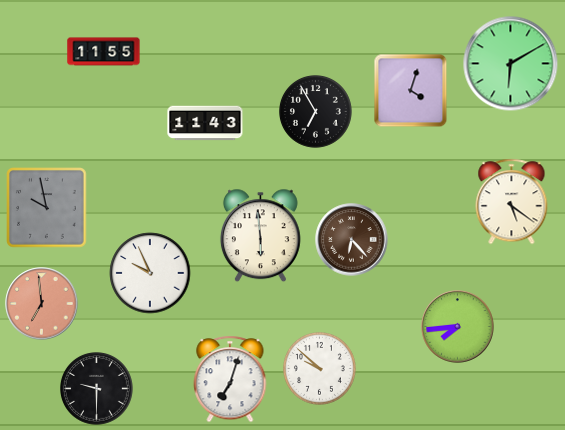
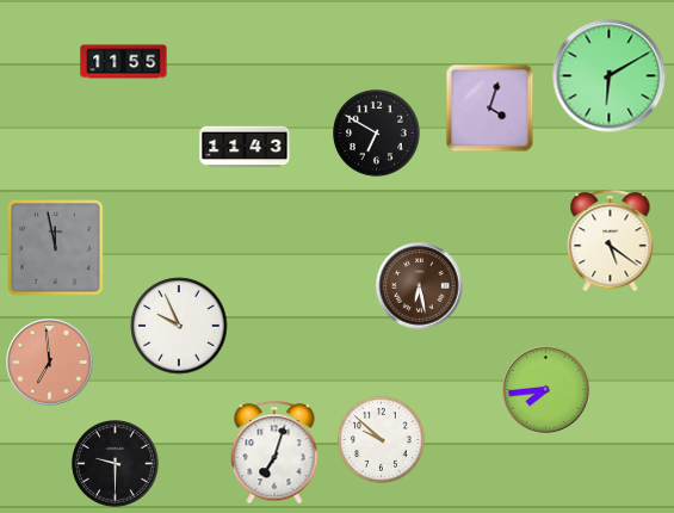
clock at (316, 112): 6:55 -> 6:50
clock at (47, 208): 9:58 -> 11:58
clock at (260, 236): 5:59 -> none
clock at (352, 240): 6:23 -> 6:28
